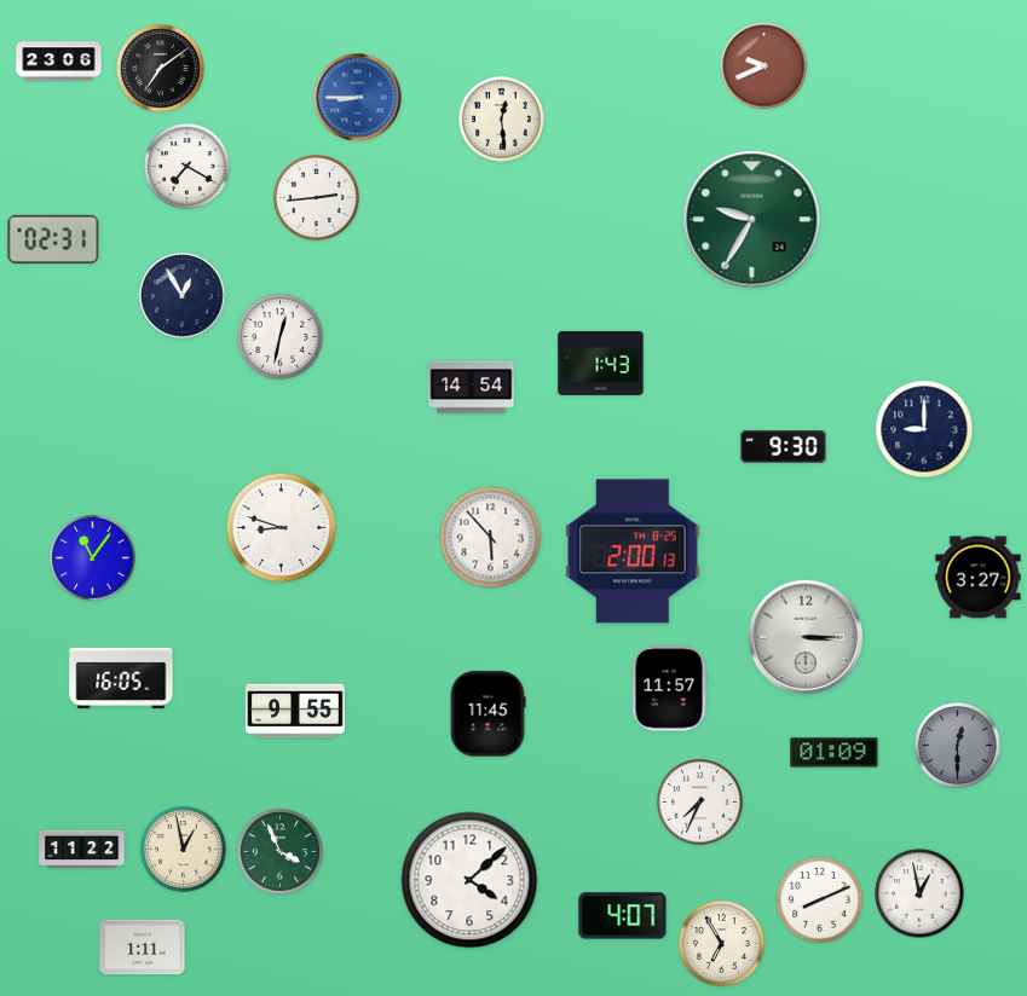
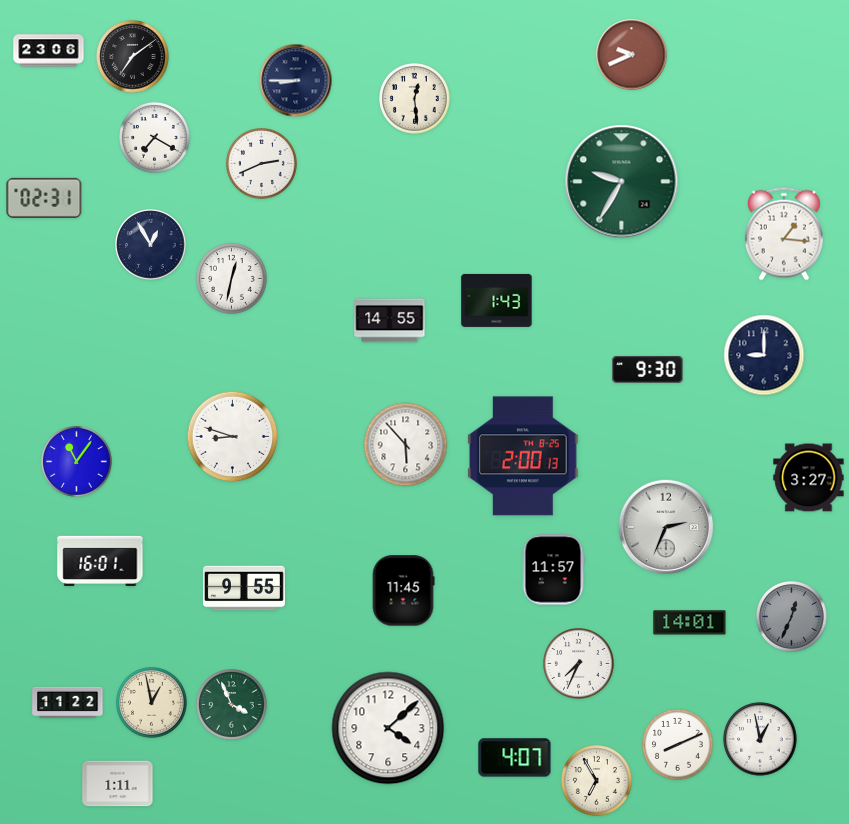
clock at (358, 98) dial: blue -> navy
clock at (317, 198): 2:44 -> 2:41
clock at (784, 234): none -> 1:16
clock at (472, 388): 14:54 -> 14:55
clock at (804, 636): 3:15 -> 2:34
clock at (121, 677): 16:05 -> 16:01
clock at (958, 746): 12:30 -> 12:34
clock at (835, 753): 01:09 -> 14:01
